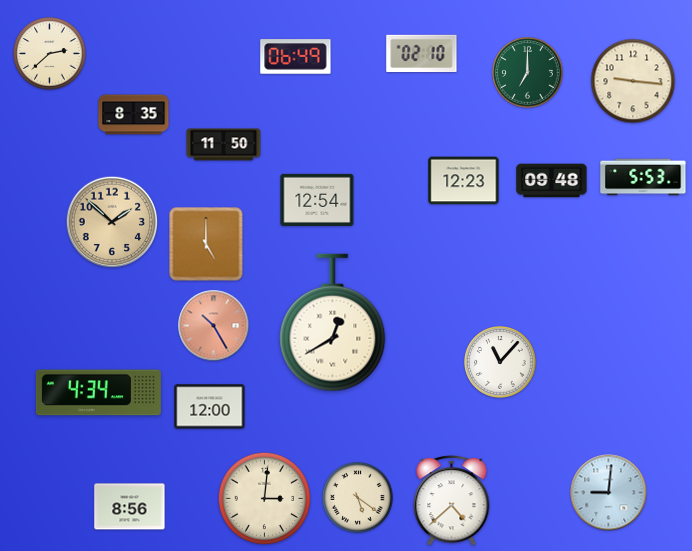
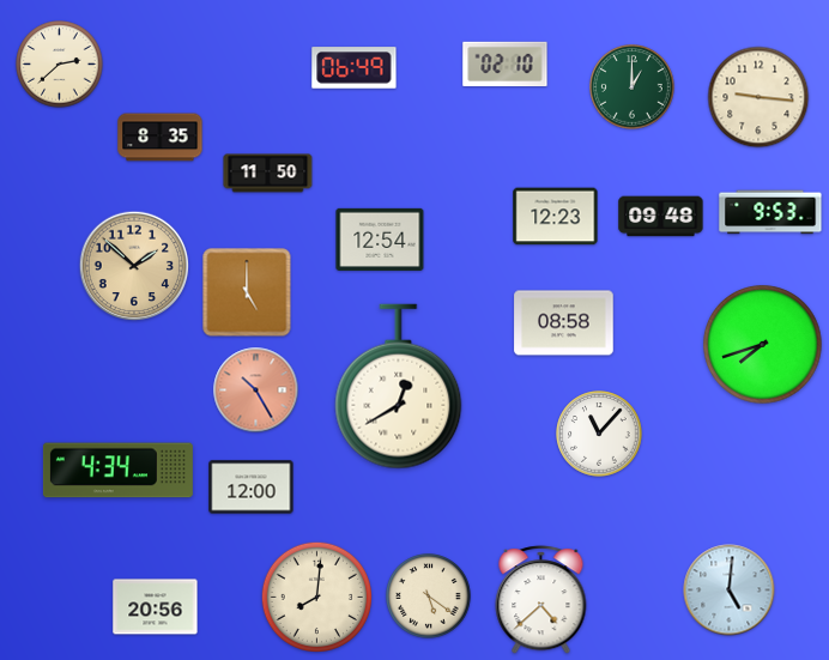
clock at (528, 73): 7:00 -> 1:00
clock at (643, 177): 5:53 -> 9:53
clock at (564, 323): none -> 08:58
clock at (763, 345): none -> 7:42
clock at (609, 493): 9:01 -> 5:01
clock at (264, 498): 3:01 -> 8:01
clock at (130, 507): 8:56 -> 20:56
